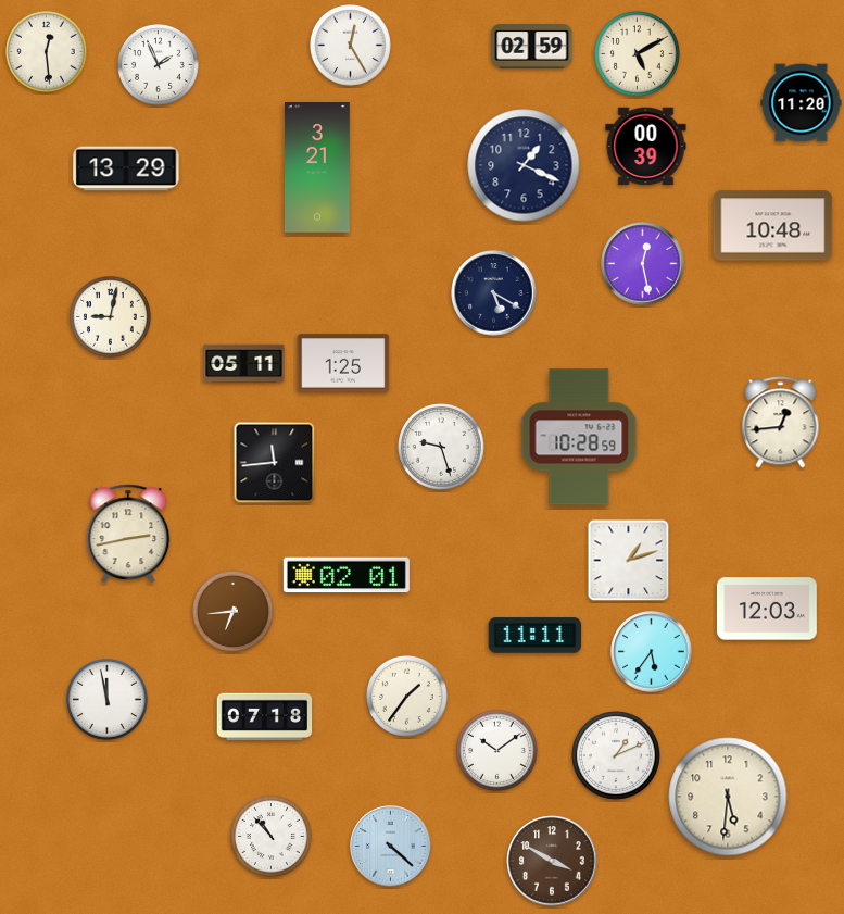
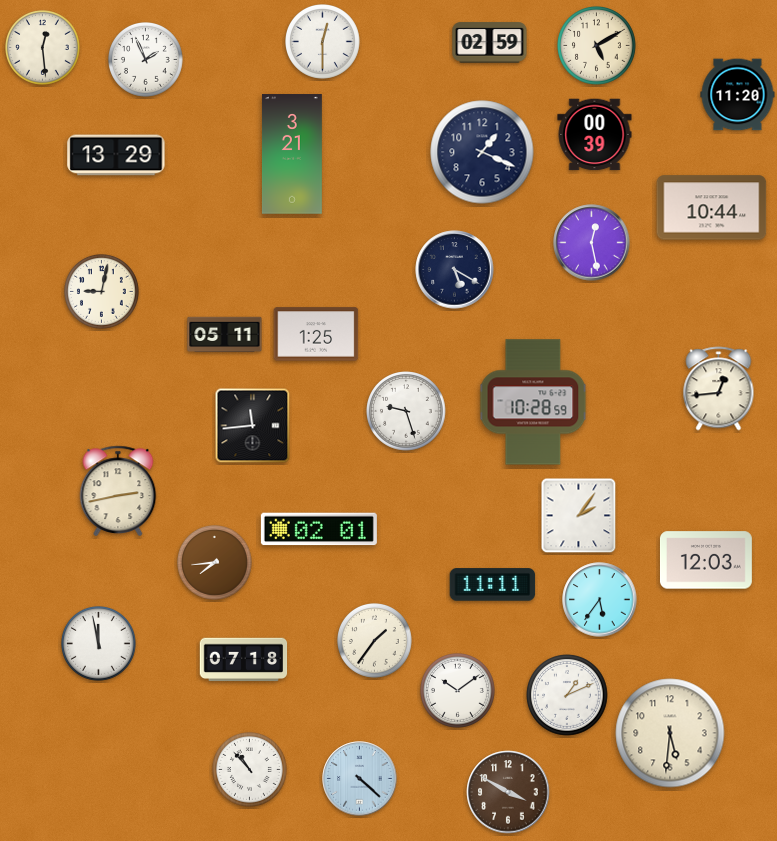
clock at (351, 46): 12:25 -> 12:30
clock at (638, 54) position: (638, 54) -> (597, 46)
clock at (773, 226): 10:48 -> 10:44
clock at (629, 561): 1:12 -> 2:06
clock at (234, 612): 6:44 -> 7:44
